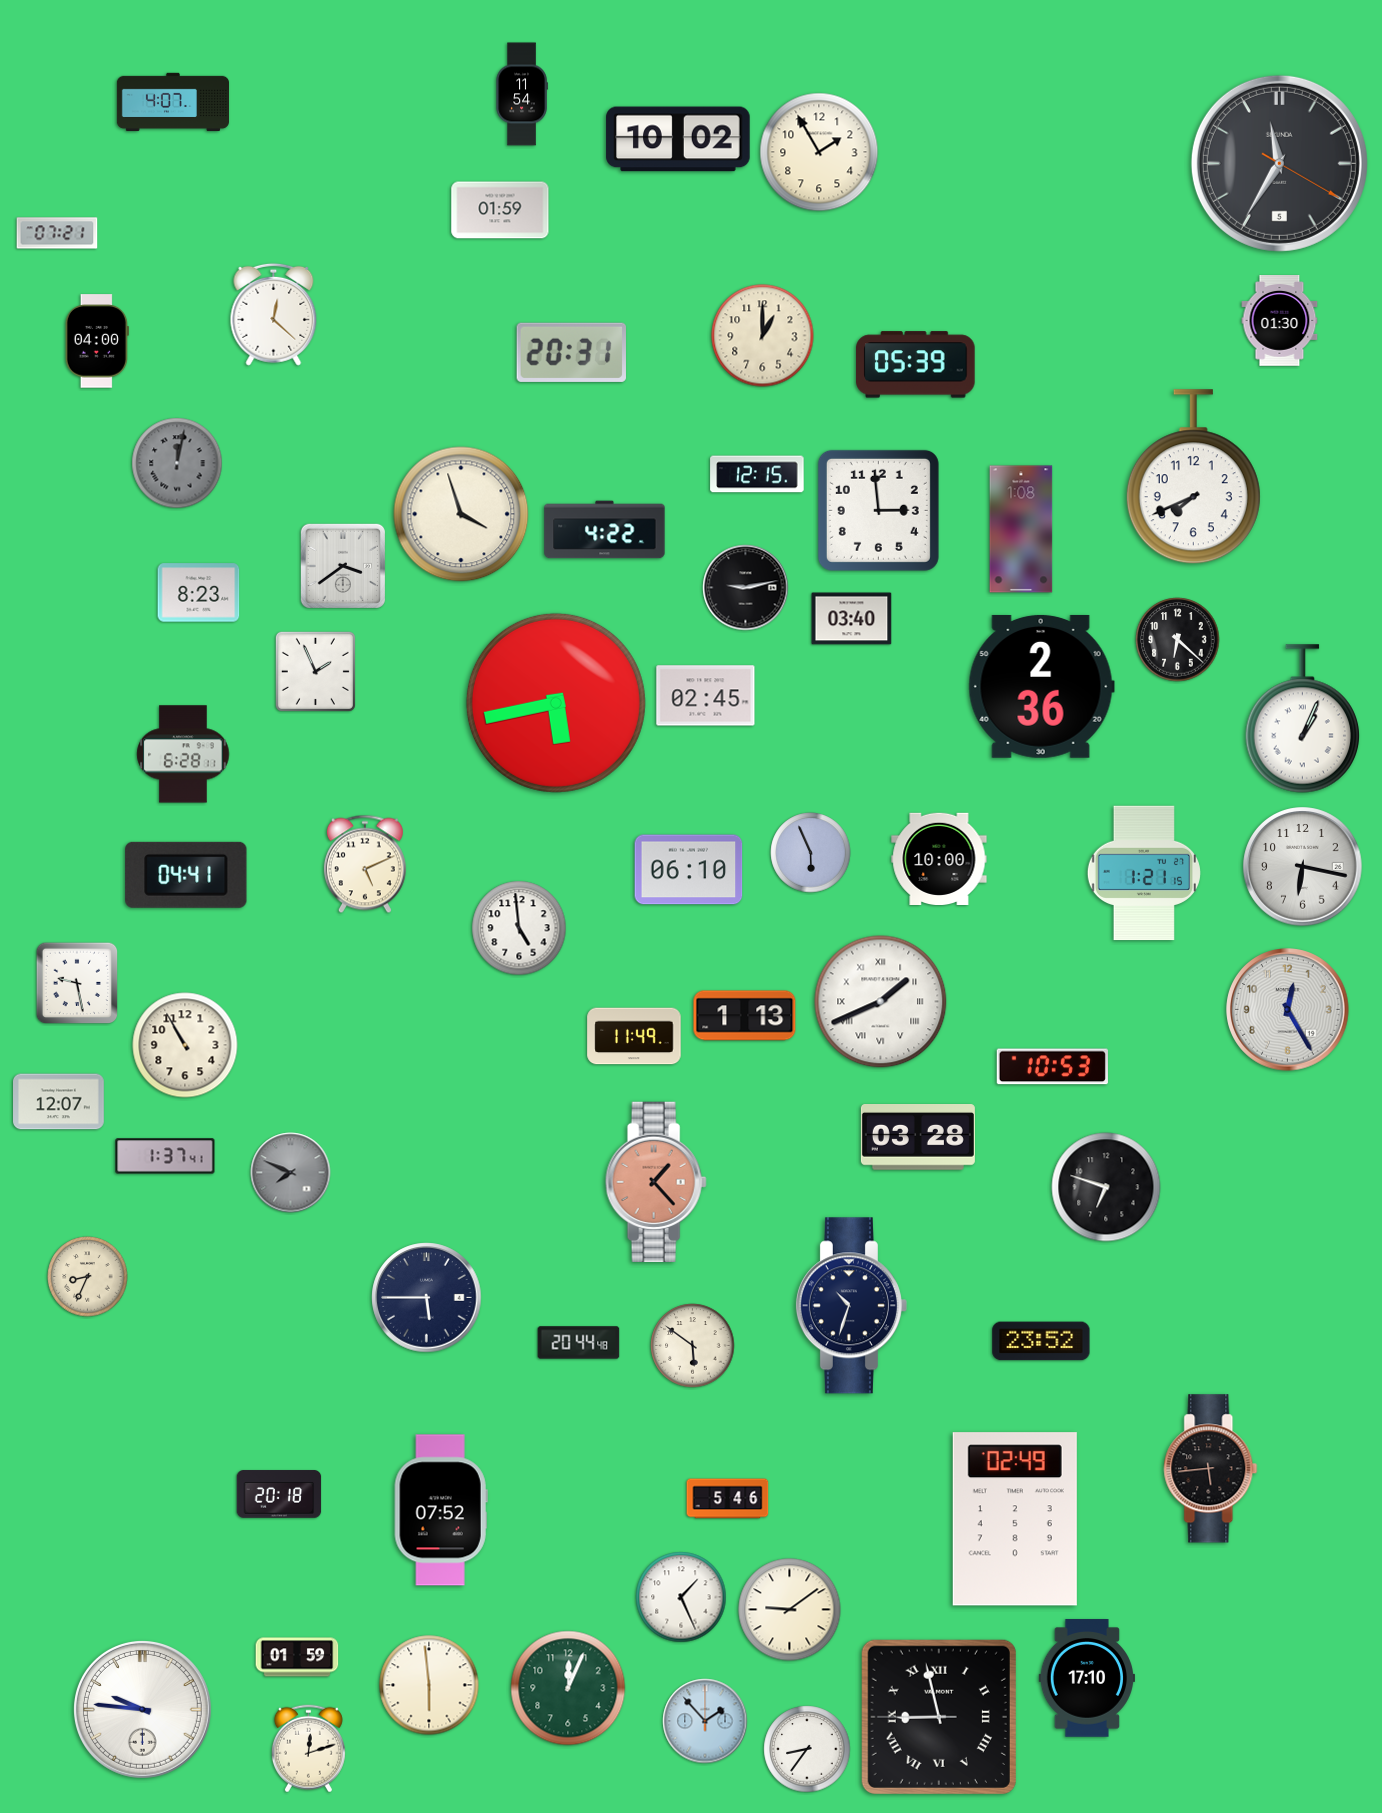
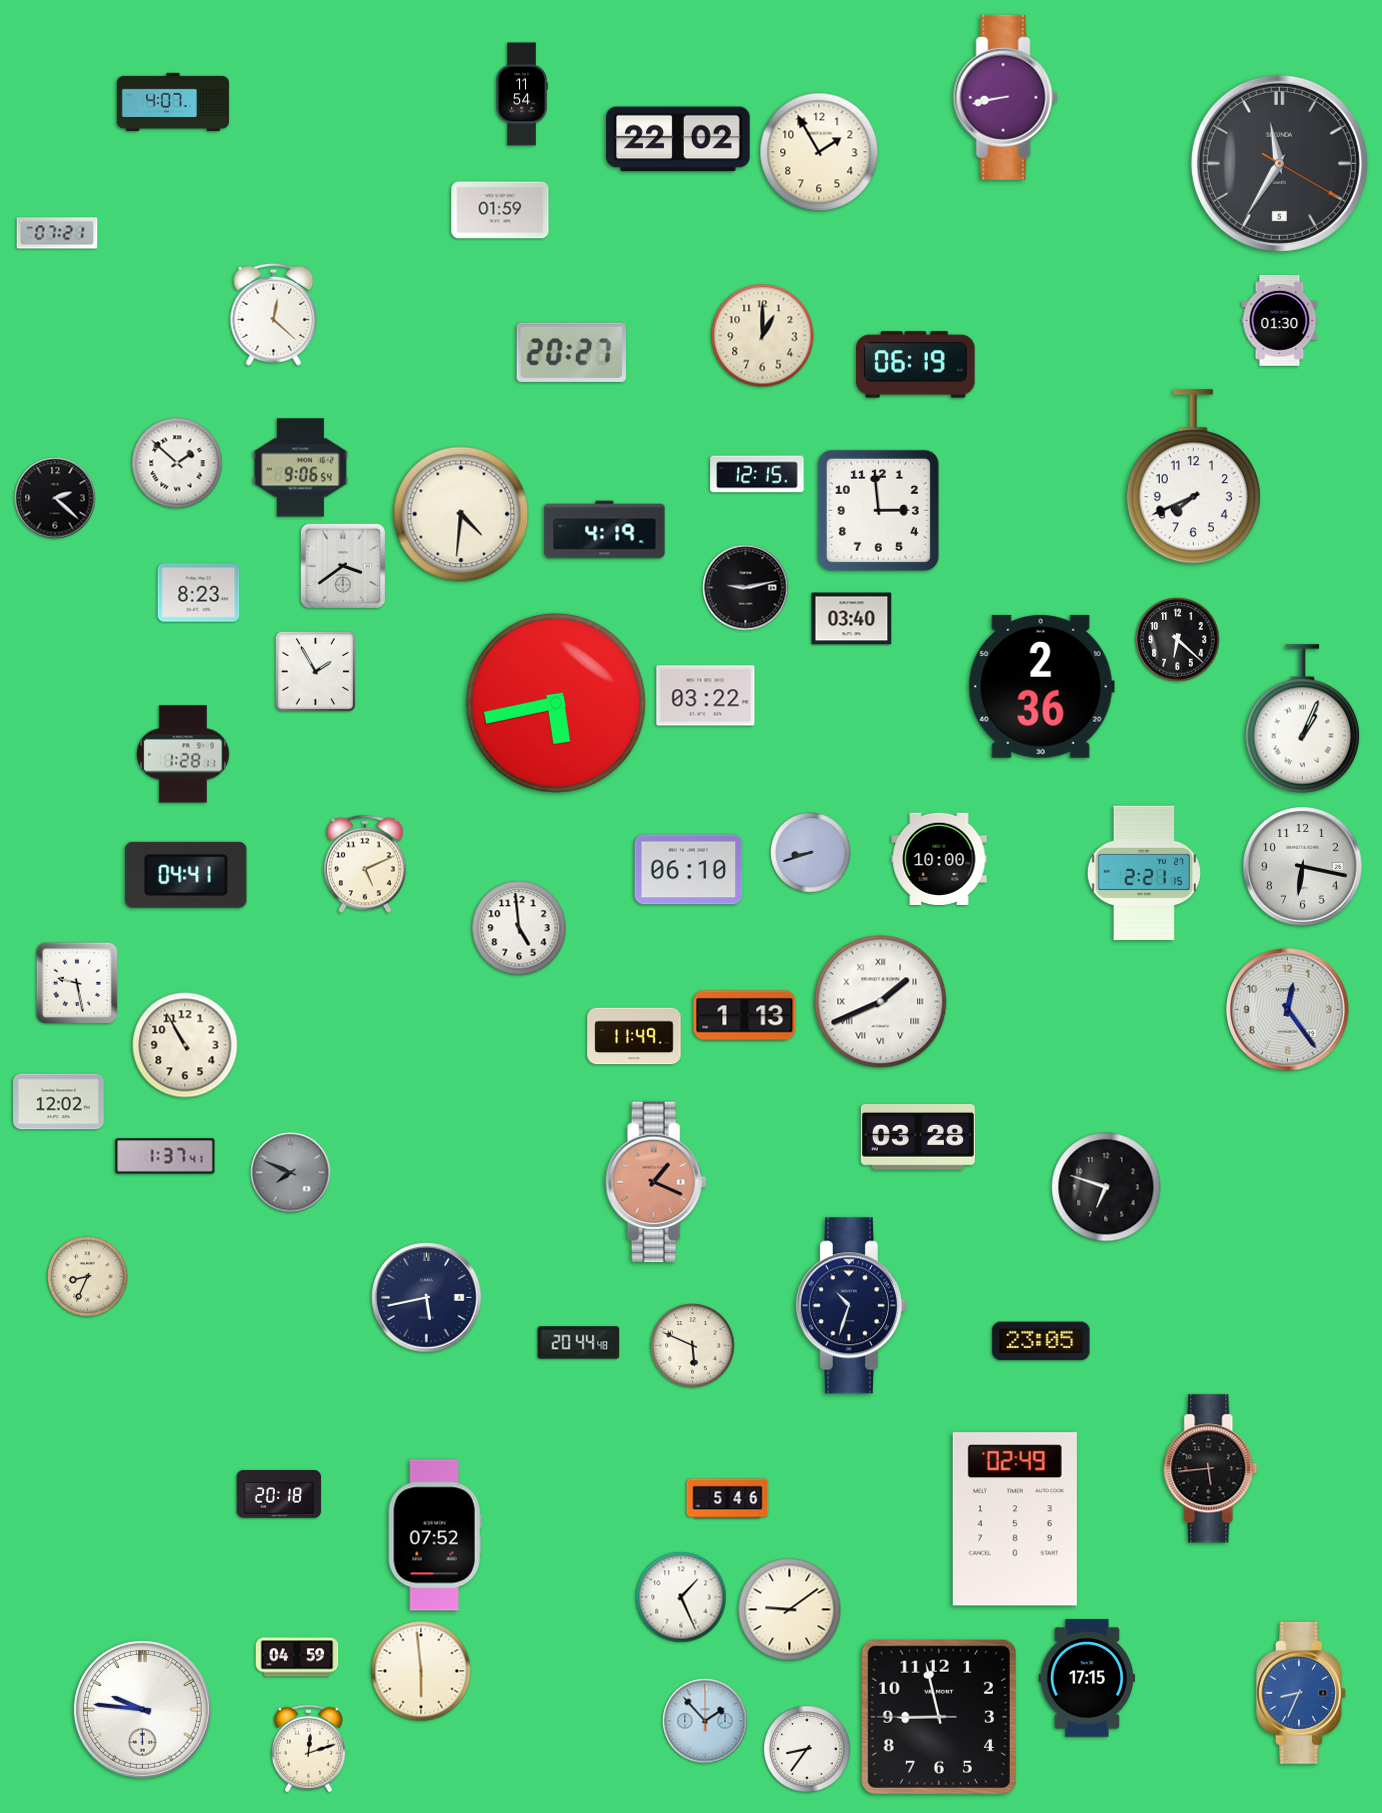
clock at (1005, 97): none -> 8:43
clock at (678, 139): 10:02 -> 22:02
clock at (97, 341): 04:00 -> none
clock at (571, 352): 20:31 -> 20:27
clock at (916, 365): 05:39 -> 06:19
clock at (177, 463): 12:02 -> 1:52
clock at (177, 463) dial: grey -> white
clock at (300, 468): none -> 9:06
clock at (55, 498): none -> 2:22
clock at (461, 514): 3:57 -> 4:31
clock at (1021, 529): 1:08 -> none
clock at (605, 530): 4:22 -> 4:19
clock at (315, 671): 1:56 -> 1:55
clock at (706, 696): 02:45 -> 03:22
clock at (183, 754): 6:28 -> 1:28
clock at (811, 853): 5:56 -> 8:42
clock at (1144, 873): 1:21 -> 2:21
clock at (1288, 1010): 12:25 -> 12:24
clock at (1052, 1067): 10:53 -> none
clock at (59, 1102): 12:07 -> 12:02
clock at (656, 1181): 1:23 -> 1:19
clock at (427, 1298): 5:45 -> 5:43
clock at (1041, 1341): 23:52 -> 23:05
clock at (693, 1346): 5:51 -> 5:49
clock at (441, 1510) position: (441, 1510) -> (435, 1535)
clock at (297, 1657): 01:59 -> 04:59
clock at (1086, 1678): 17:10 -> 17:15
clock at (429, 1685) position: (429, 1685) -> (421, 1671)
clock at (568, 1688): 12:04 -> none
clock at (1302, 1693): none -> 8:34
clock at (939, 1717) numerals: Roman -> Arabic
